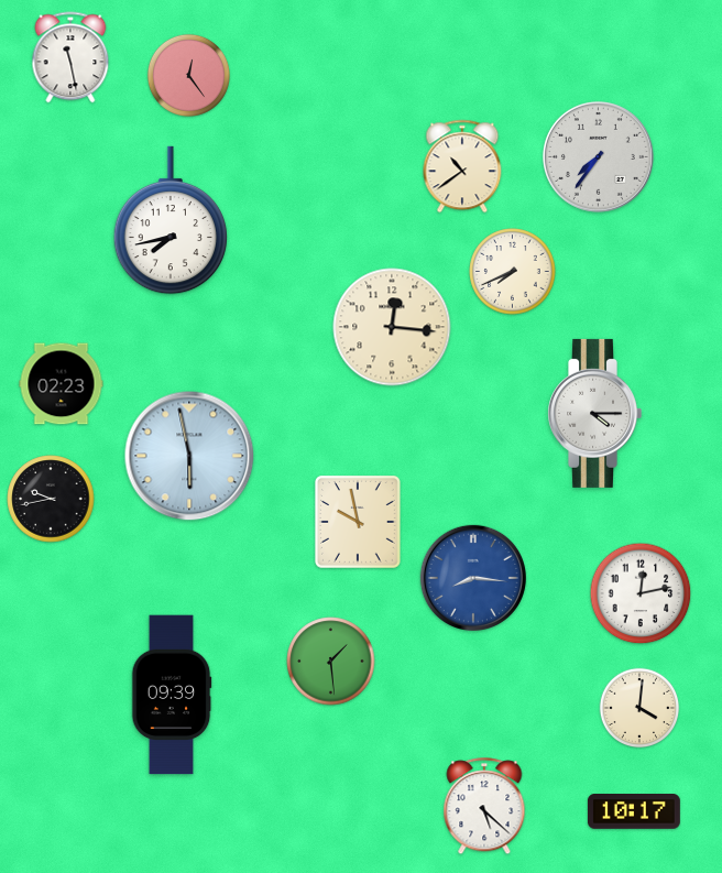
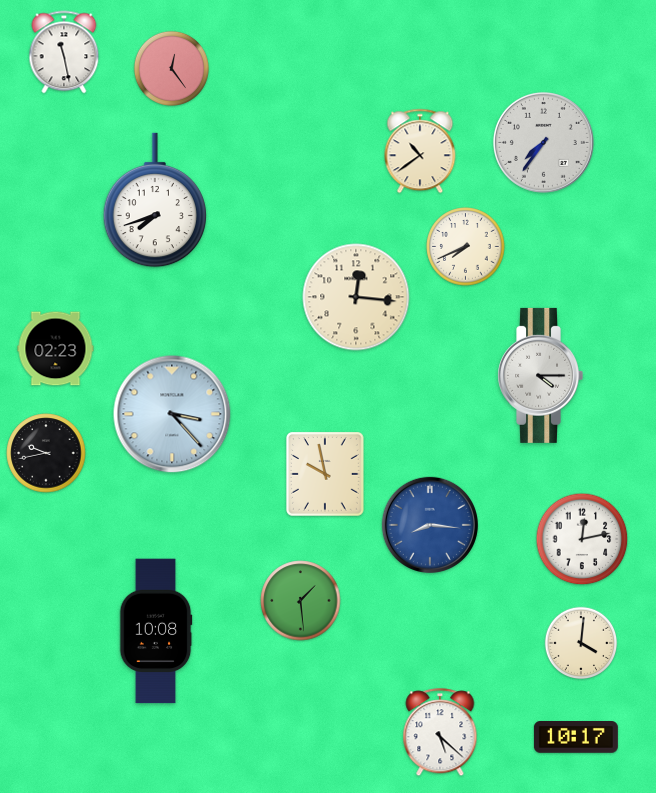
clock at (169, 220): 7:43 -> 7:42
clock at (189, 456): 5:58 -> 3:23
clock at (172, 695): 09:39 -> 10:08
